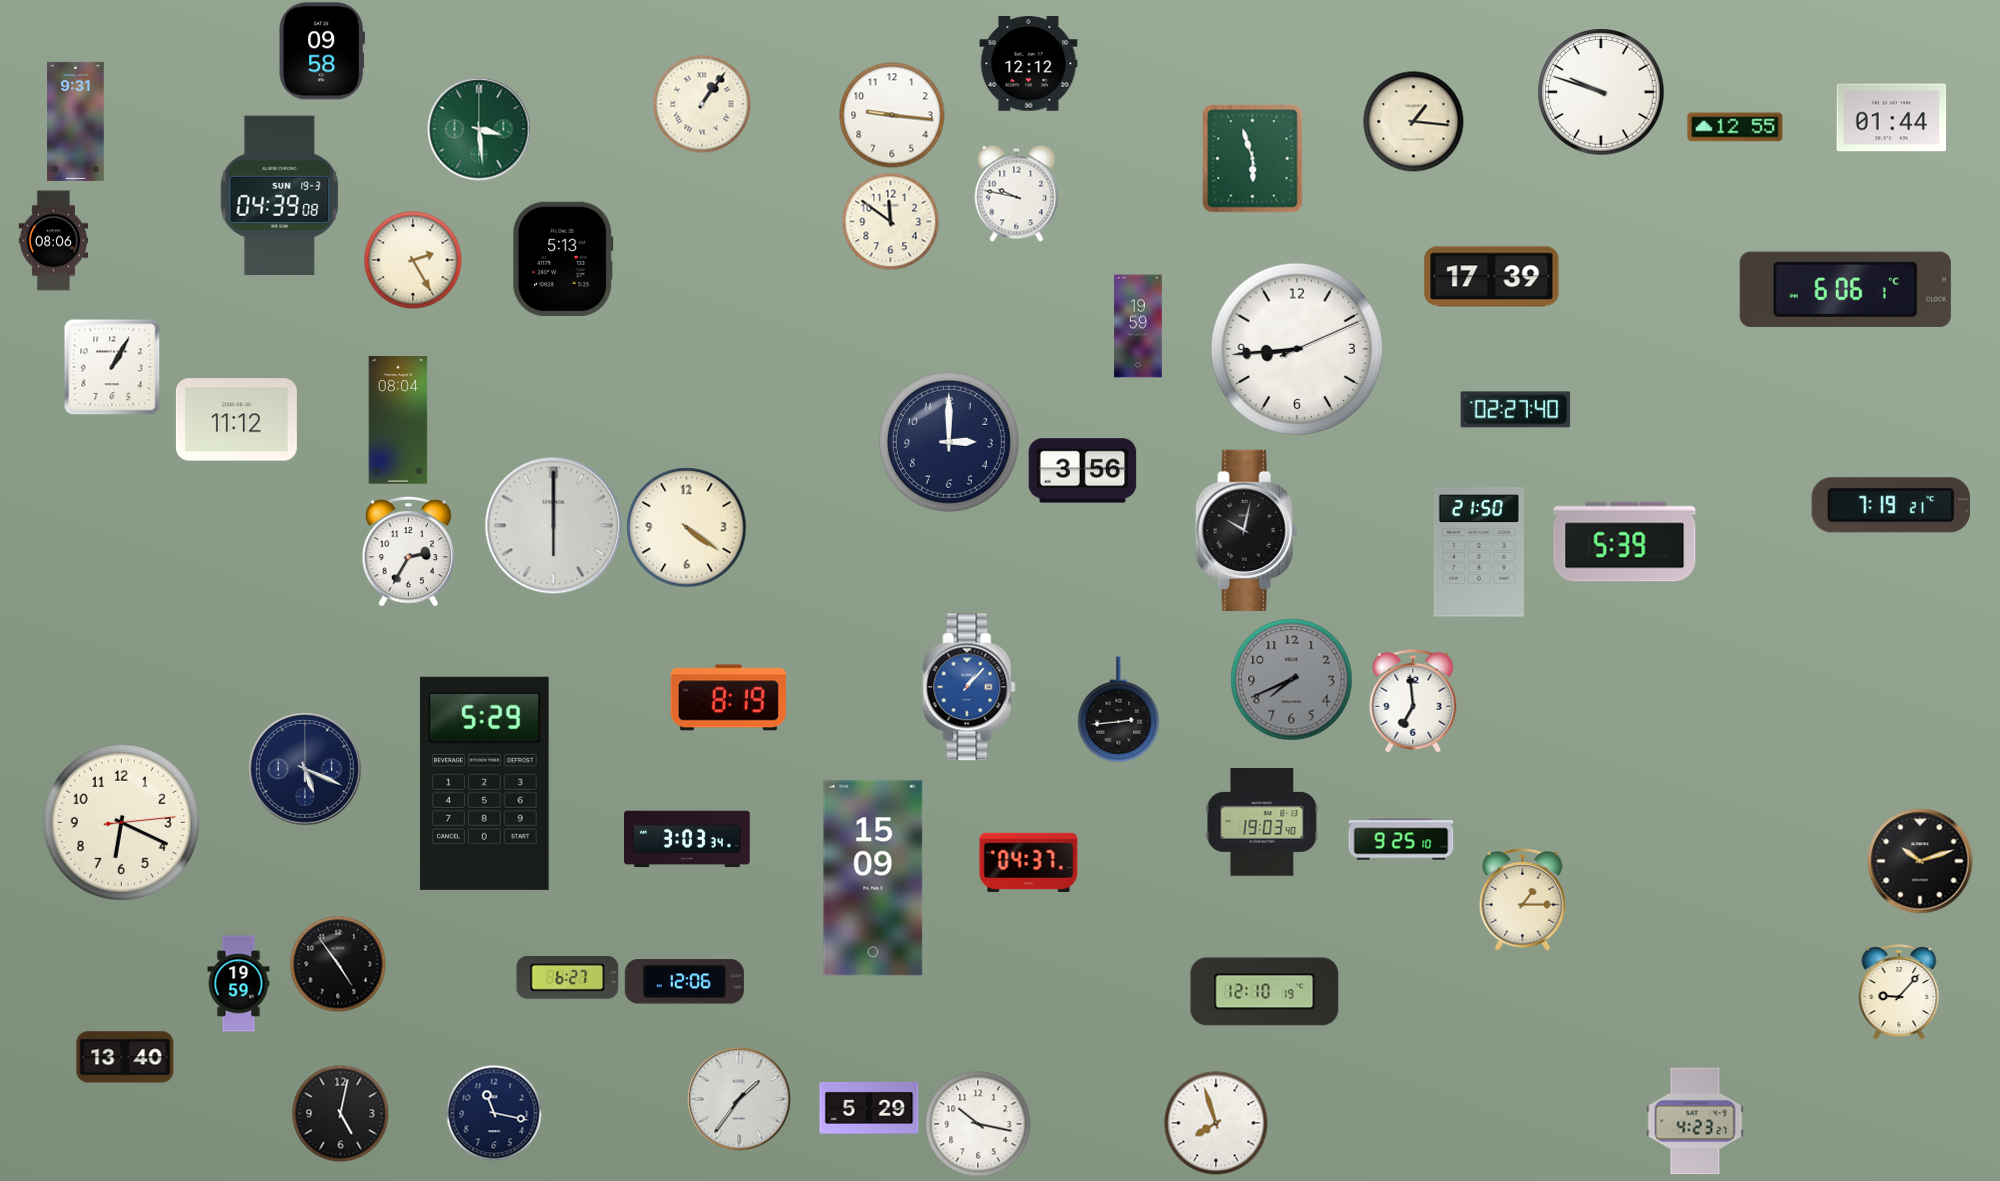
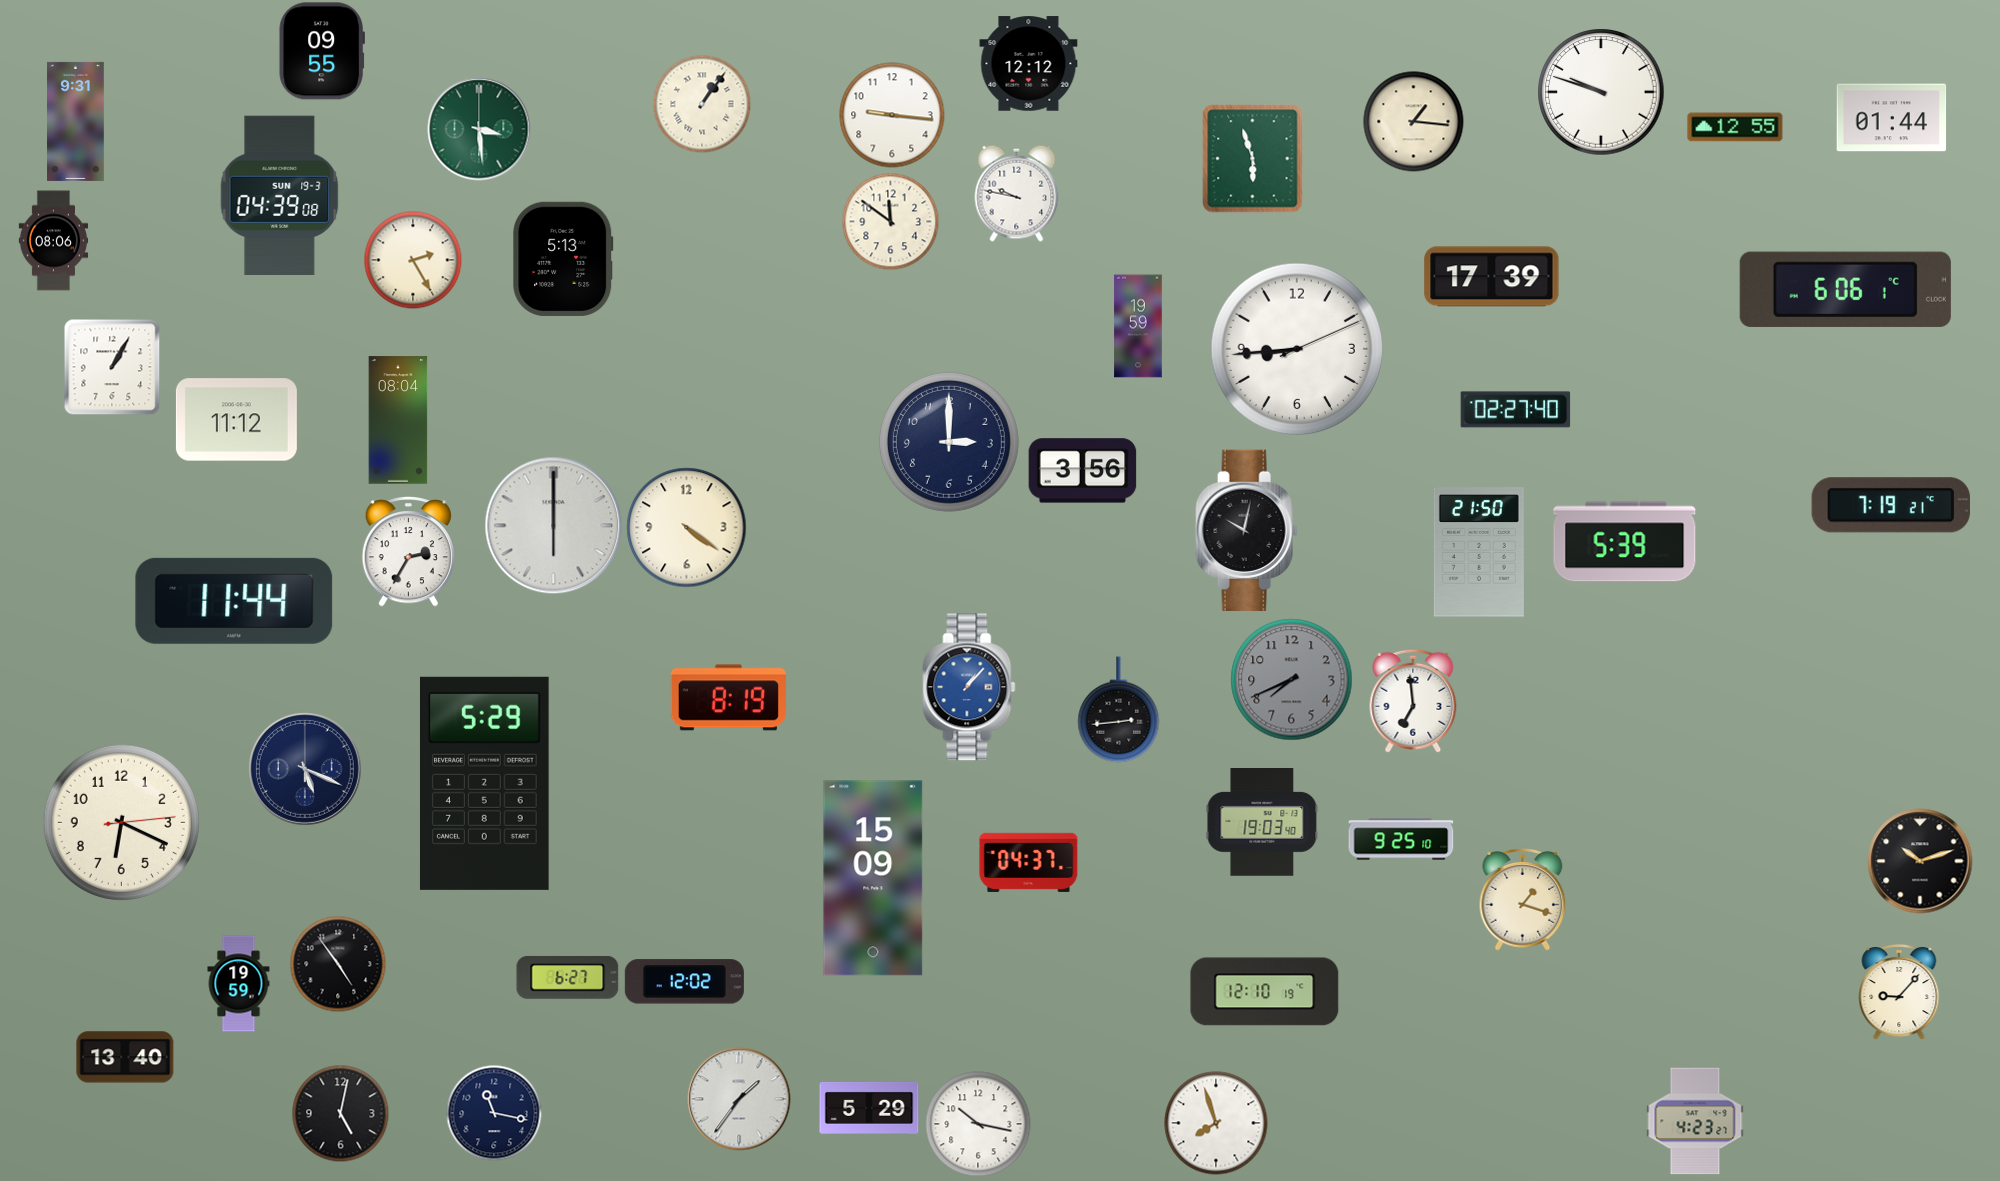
clock at (322, 51): 09:58 -> 09:55
clock at (234, 601): none -> 11:44
clock at (687, 839): 3:03 -> none
clock at (1523, 900): 1:15 -> 1:18
clock at (684, 982): 12:06 -> 12:02
